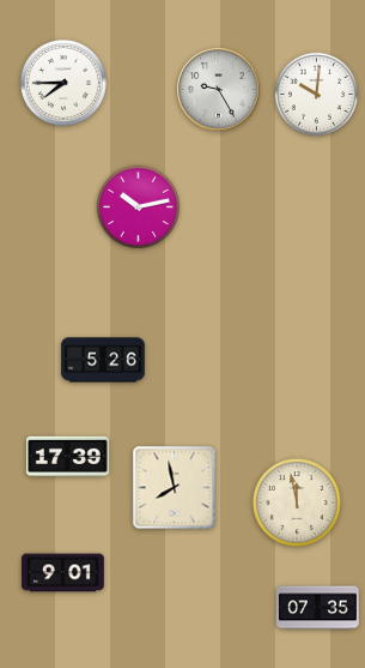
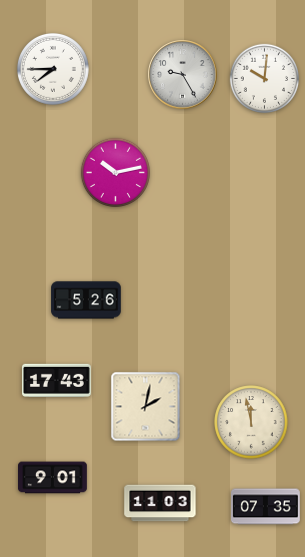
clock at (67, 456): 17:39 -> 17:43
clock at (175, 488): 7:58 -> 2:02
clock at (297, 502) position: (297, 502) -> (251, 422)
clock at (160, 503): none -> 11:03
